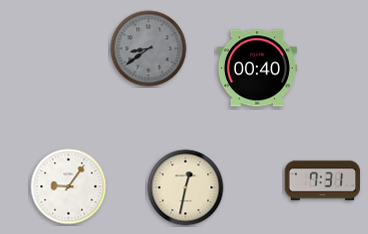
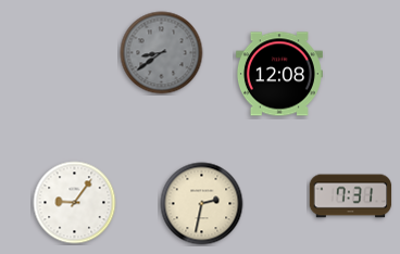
clock at (257, 68): 00:40 -> 12:08
clock at (186, 188): 12:32 -> 2:32
